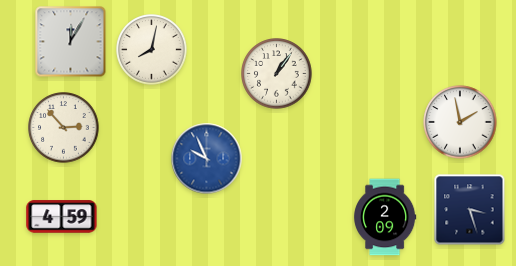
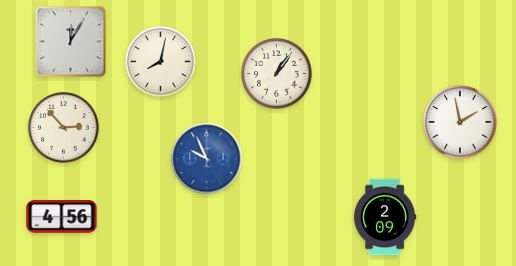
clock at (152, 50) position: (152, 50) -> (161, 62)
clock at (470, 210): 3:27 -> none
clock at (62, 217): 4:59 -> 4:56
